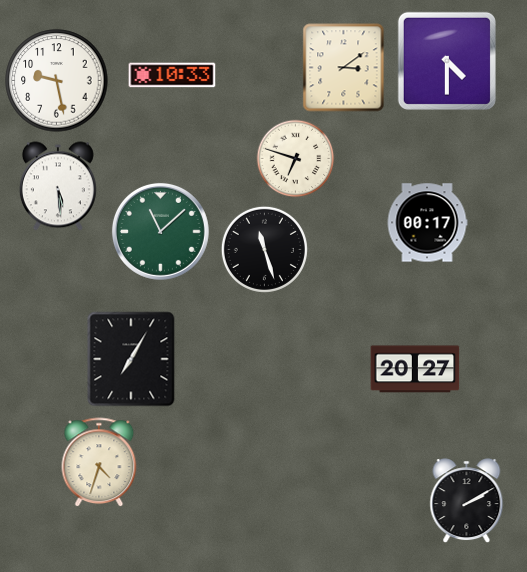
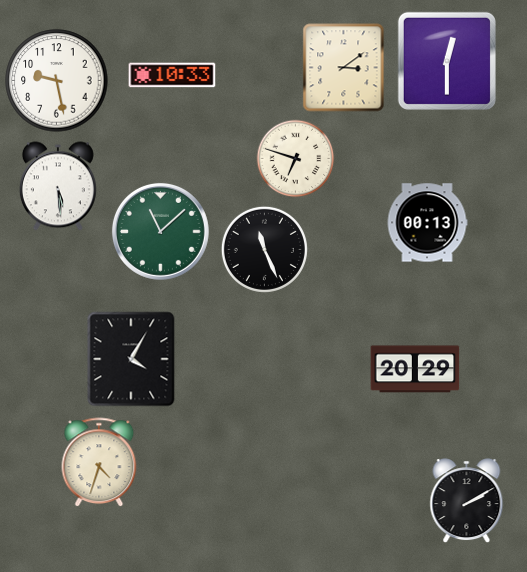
clock at (447, 61): 4:30 -> 12:30
clock at (427, 223): 00:17 -> 00:13
clock at (264, 249): 11:27 -> 11:26
clock at (131, 359): 7:05 -> 4:05
clock at (415, 369): 20:27 -> 20:29
